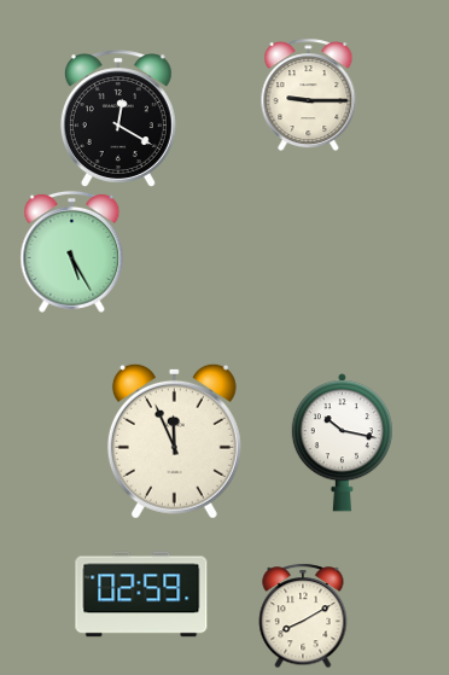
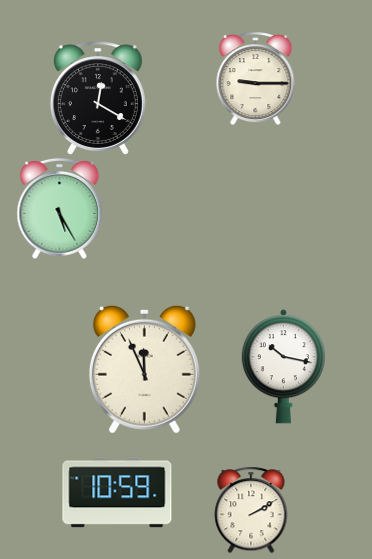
clock at (174, 441) position: (174, 441) -> (144, 369)
clock at (141, 594): 02:59 -> 10:59
clock at (303, 616): 8:10 -> 2:10
